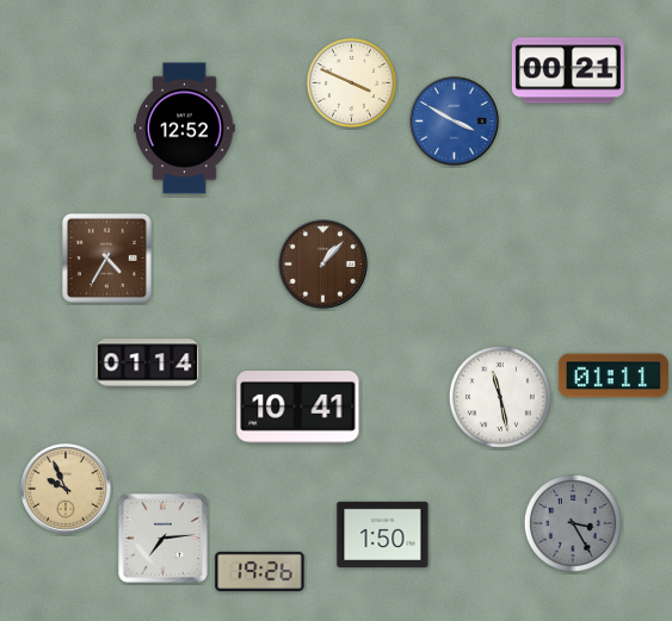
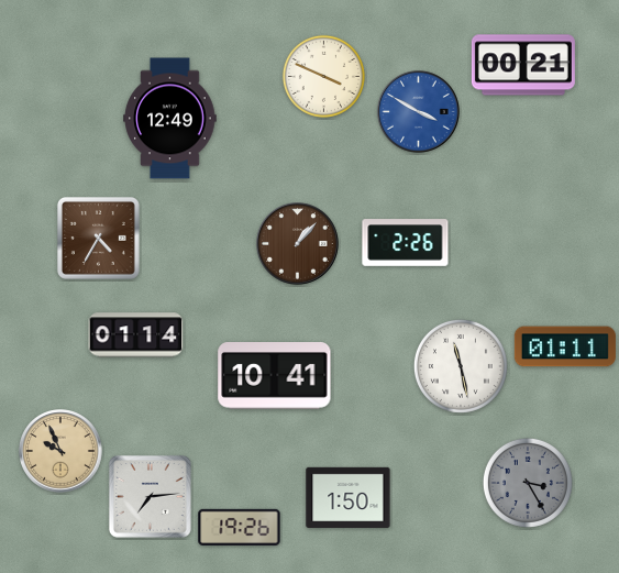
clock at (185, 129): 12:52 -> 12:49
clock at (406, 243): none -> 2:26
clock at (383, 534) position: (383, 534) -> (349, 497)
